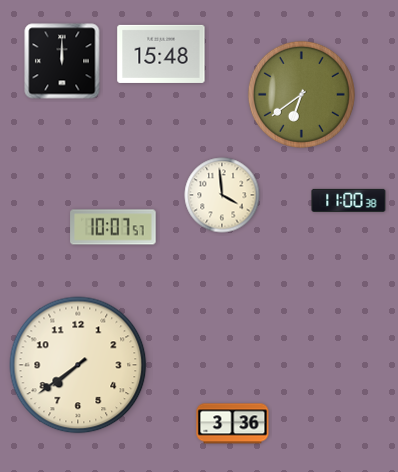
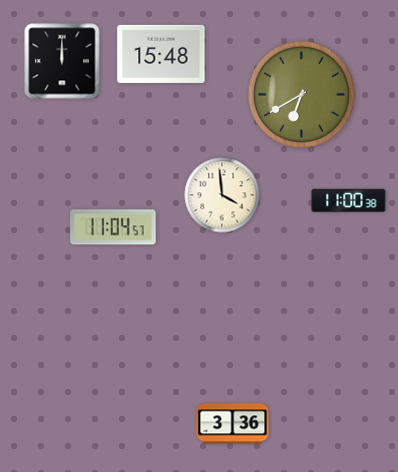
clock at (301, 94): 6:39 -> 6:40
clock at (113, 227): 10:07 -> 11:04
clock at (78, 365): 7:39 -> none
